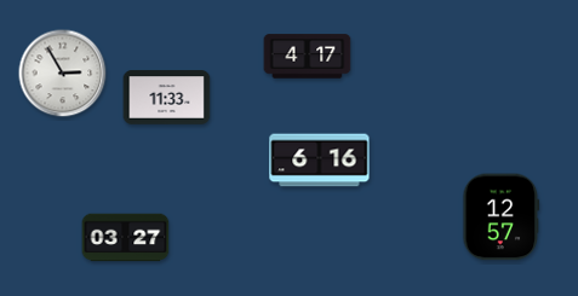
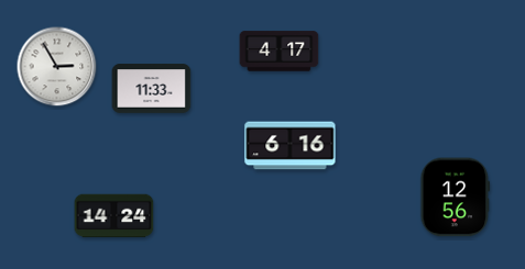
clock at (502, 217): 12:57 -> 12:56
clock at (126, 238): 03:27 -> 14:24
